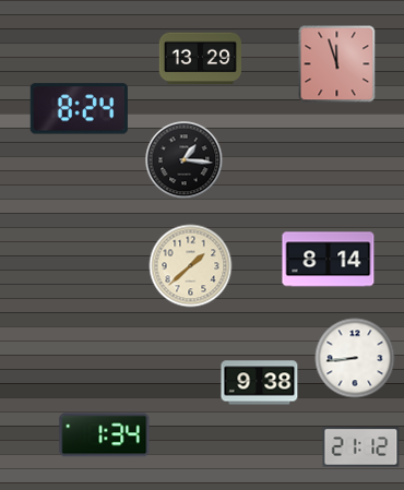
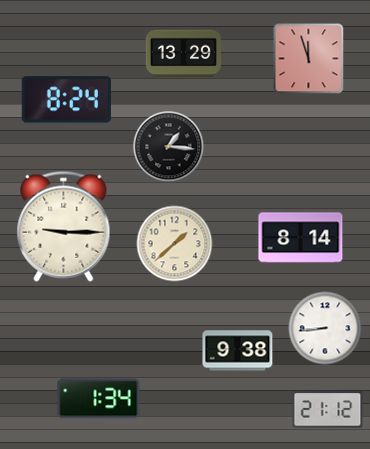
clock at (79, 109) position: (79, 109) -> (66, 100)
clock at (64, 226): none -> 9:15
clock at (105, 435) position: (105, 435) -> (99, 399)
clock at (361, 447) position: (361, 447) -> (328, 410)
